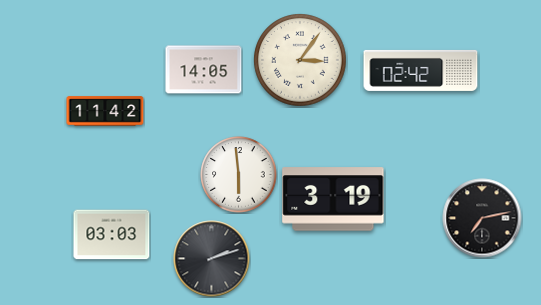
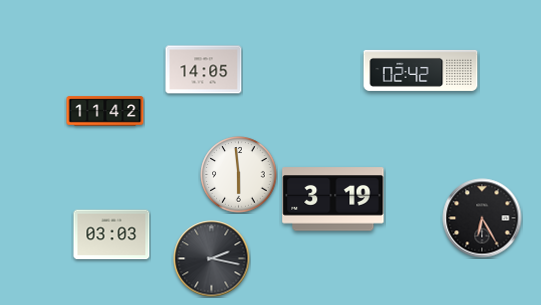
clock at (300, 60): 3:06 -> none
clock at (482, 218): 7:13 -> 6:25
clock at (212, 259): 2:12 -> 2:17
